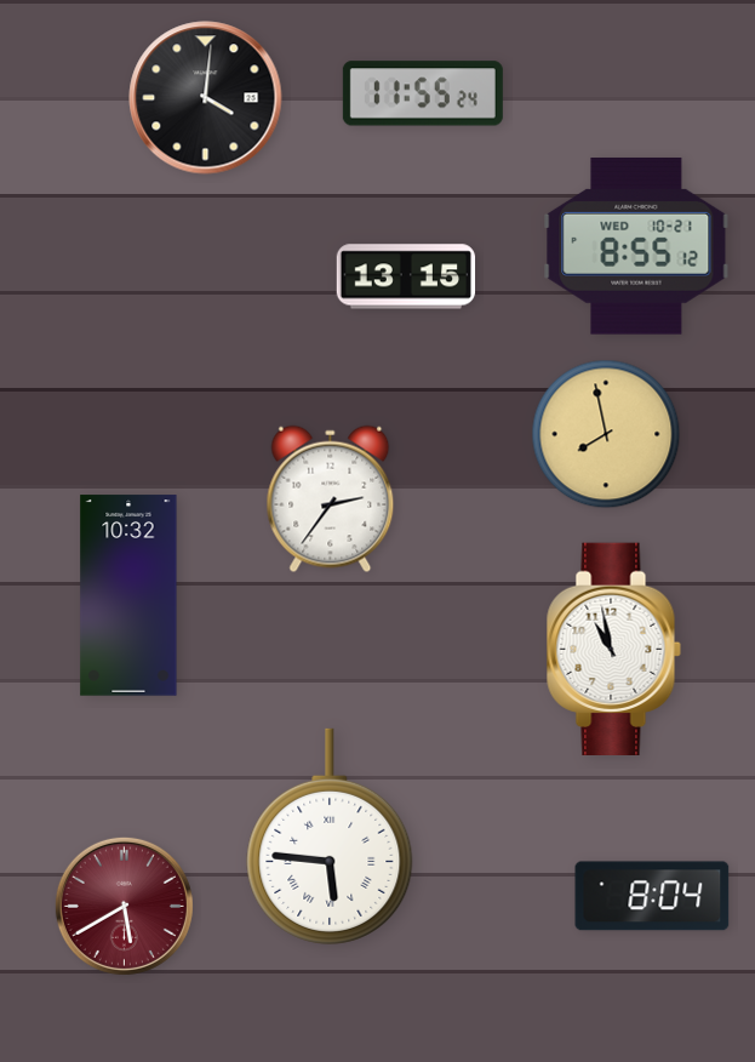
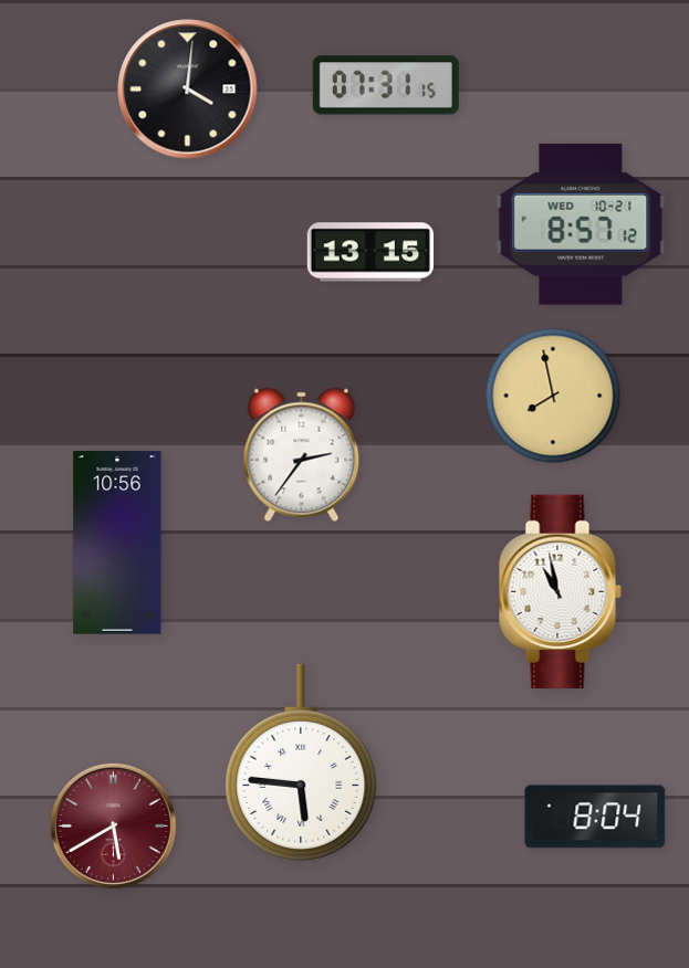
clock at (423, 93): 11:55 -> 07:31
clock at (636, 246): 8:55 -> 8:57
clock at (128, 595): 10:32 -> 10:56
